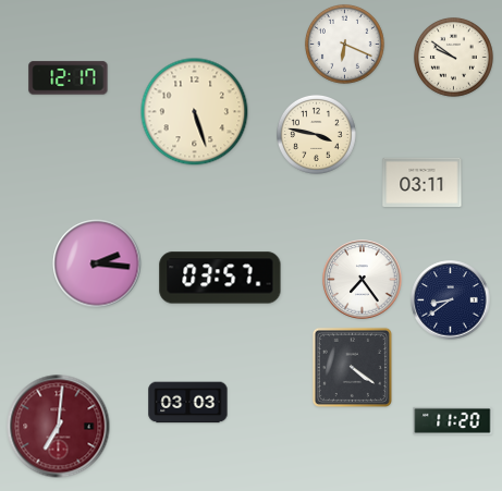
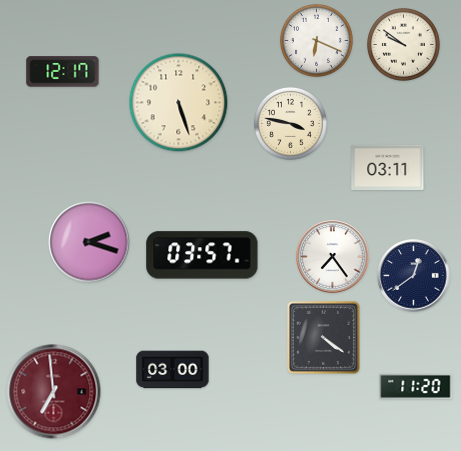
clock at (453, 57) position: (453, 57) -> (403, 44)
clock at (97, 263): 2:16 -> 2:18
clock at (451, 300): 8:39 -> 12:39
clock at (188, 403): 03:03 -> 03:00
clock at (59, 427): 7:01 -> 6:59
